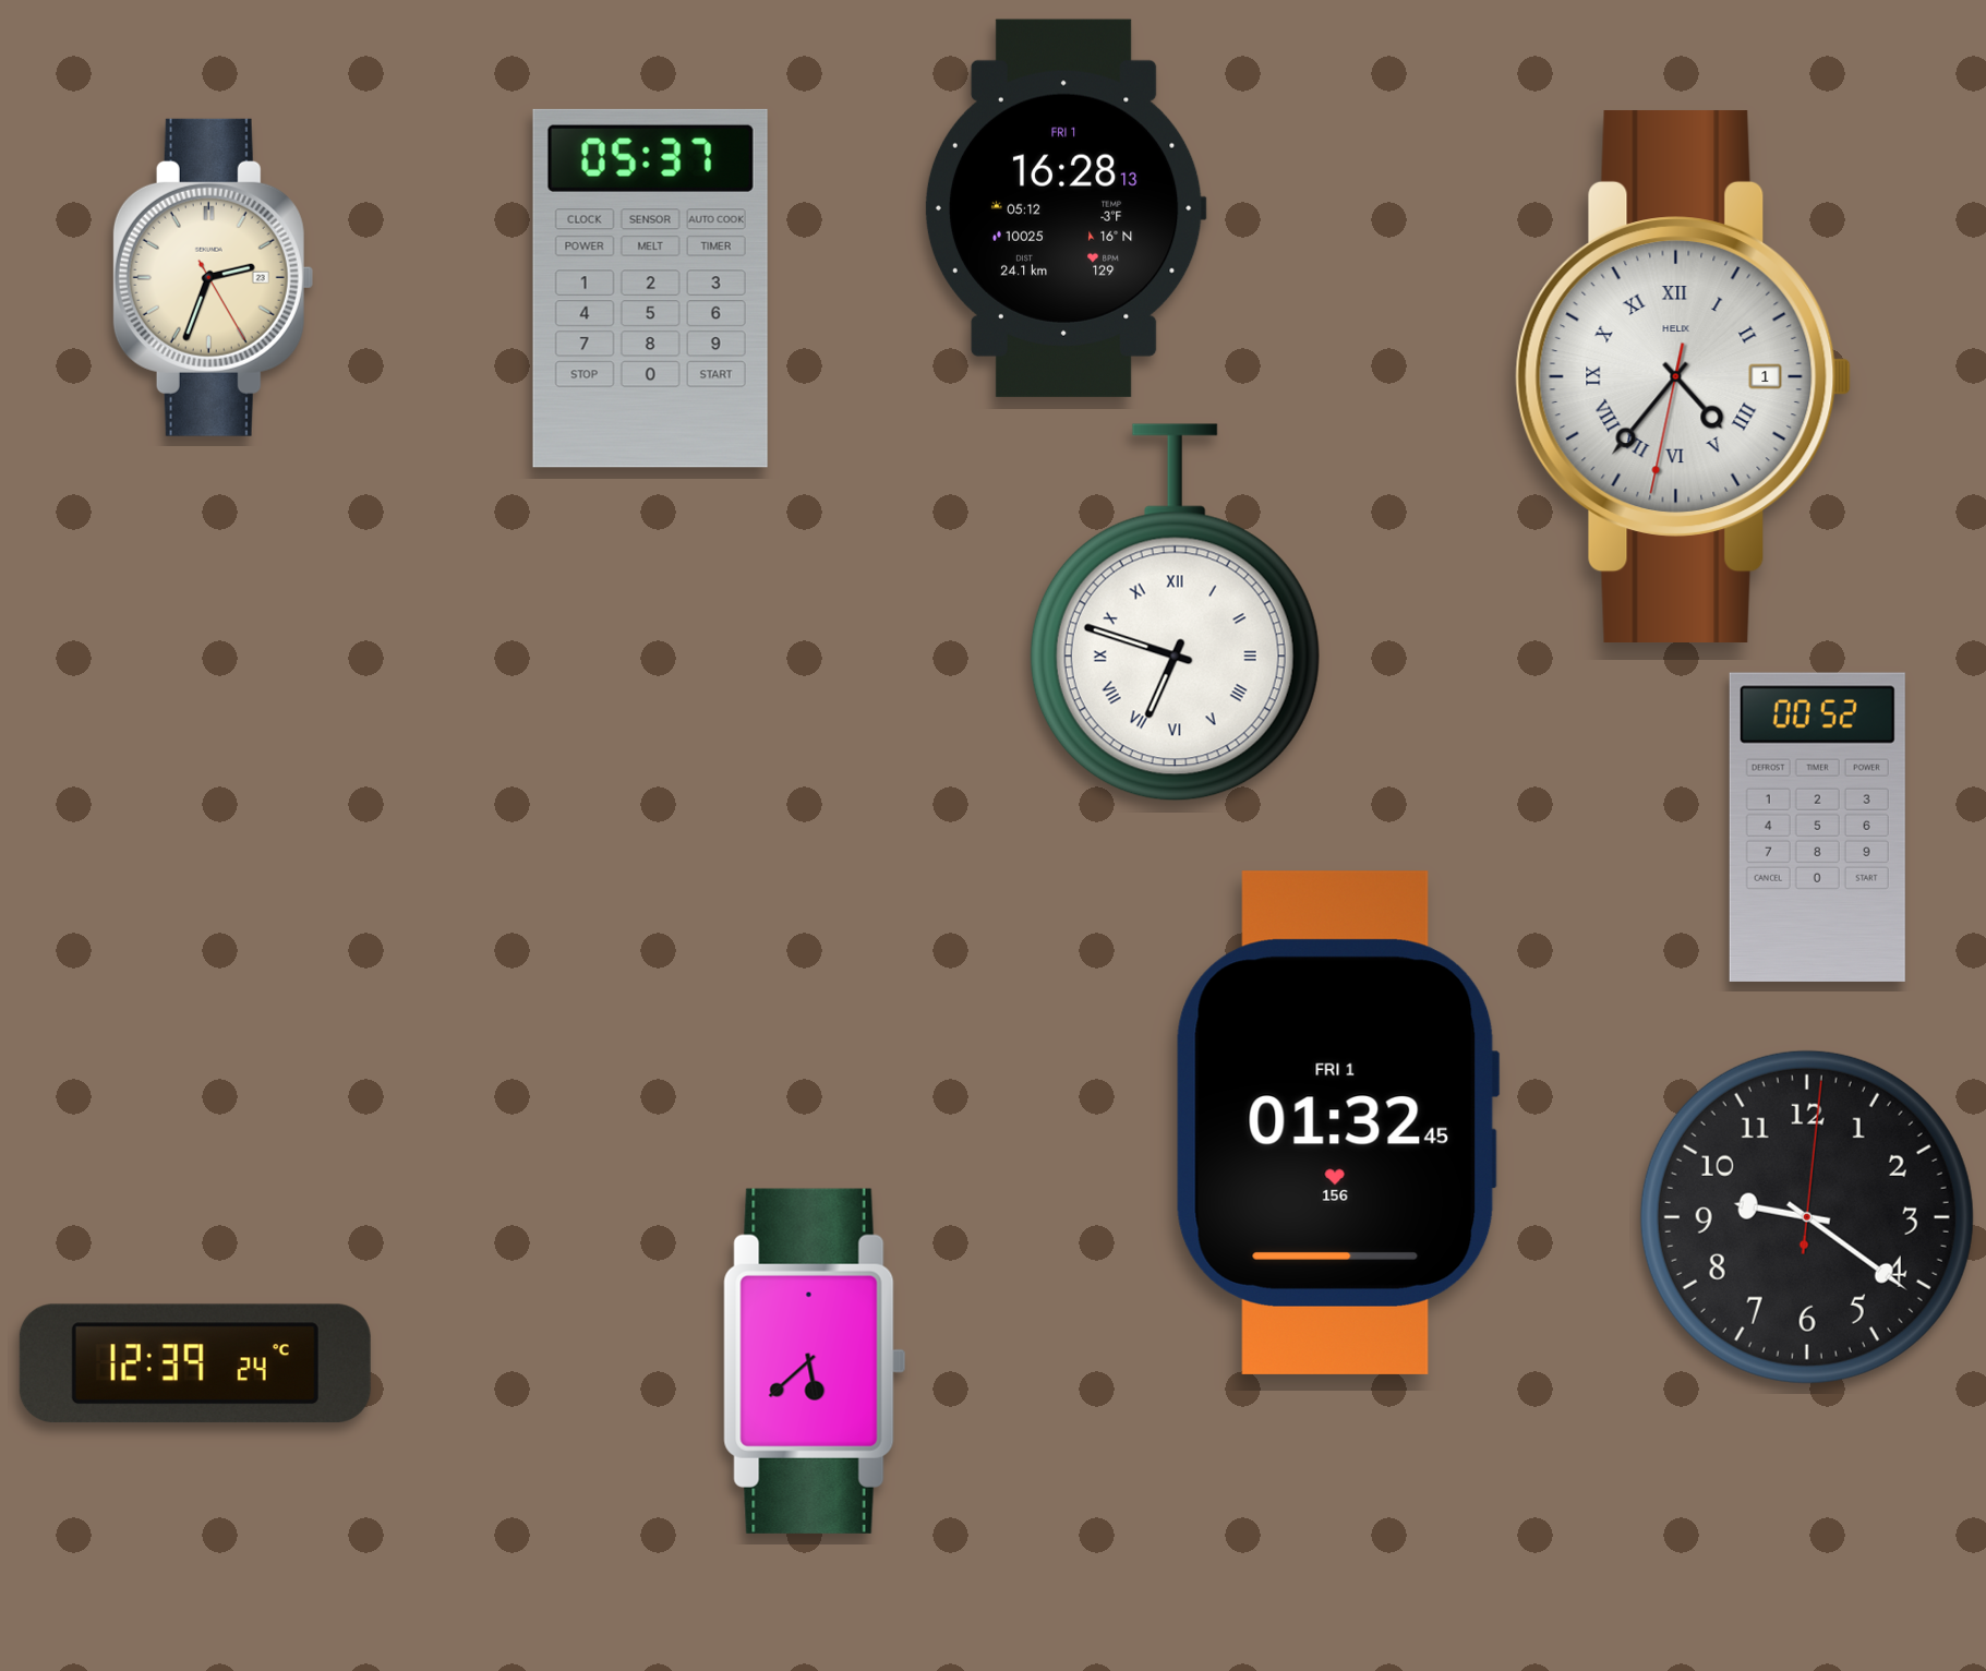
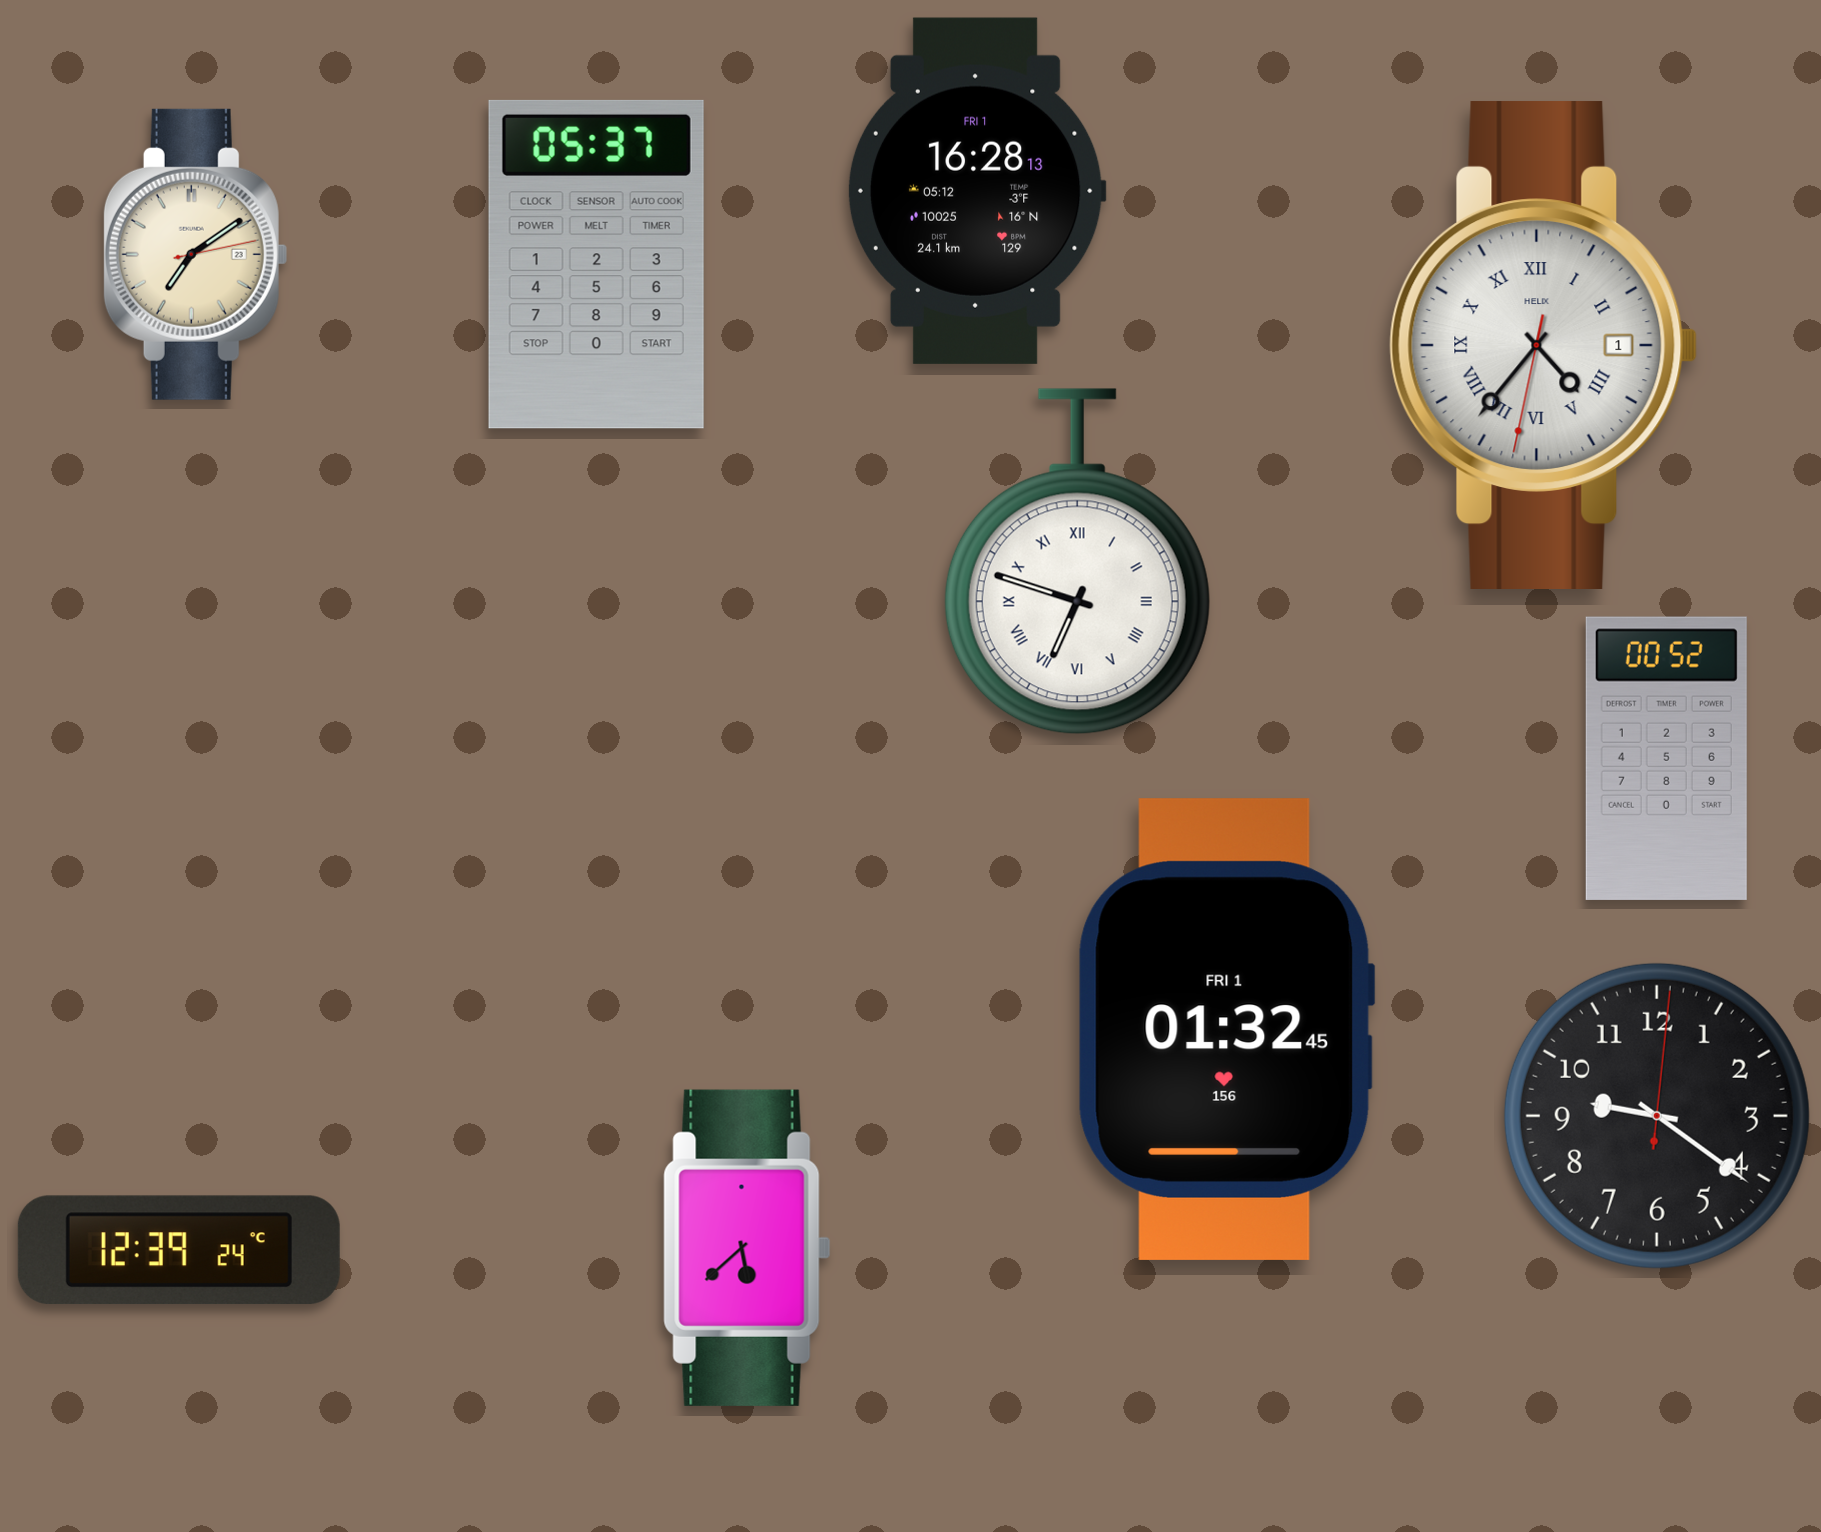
clock at (213, 277): 2:33 -> 7:09
